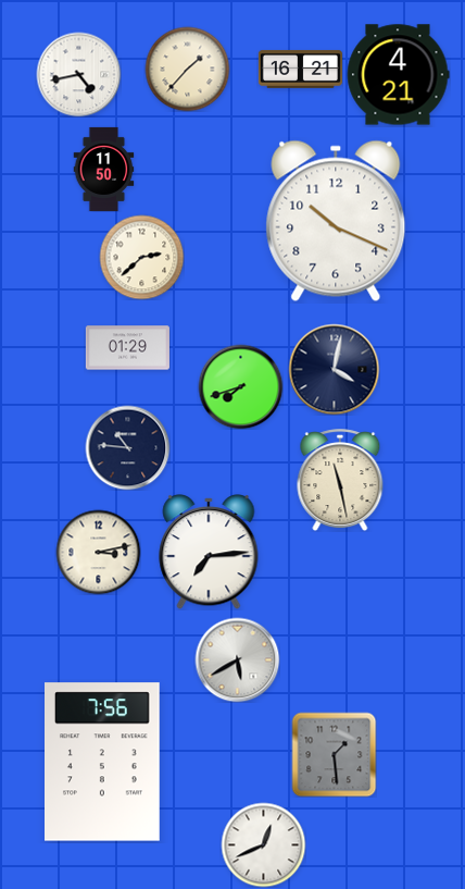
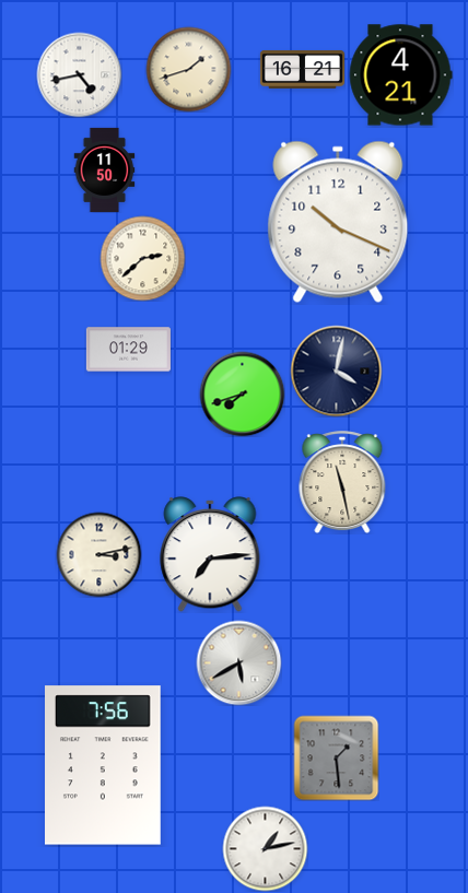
clock at (187, 69): 1:37 -> 1:42
clock at (240, 386) position: (240, 386) -> (242, 393)
clock at (127, 447): 10:46 -> none
clock at (263, 844): 12:41 -> 1:13
